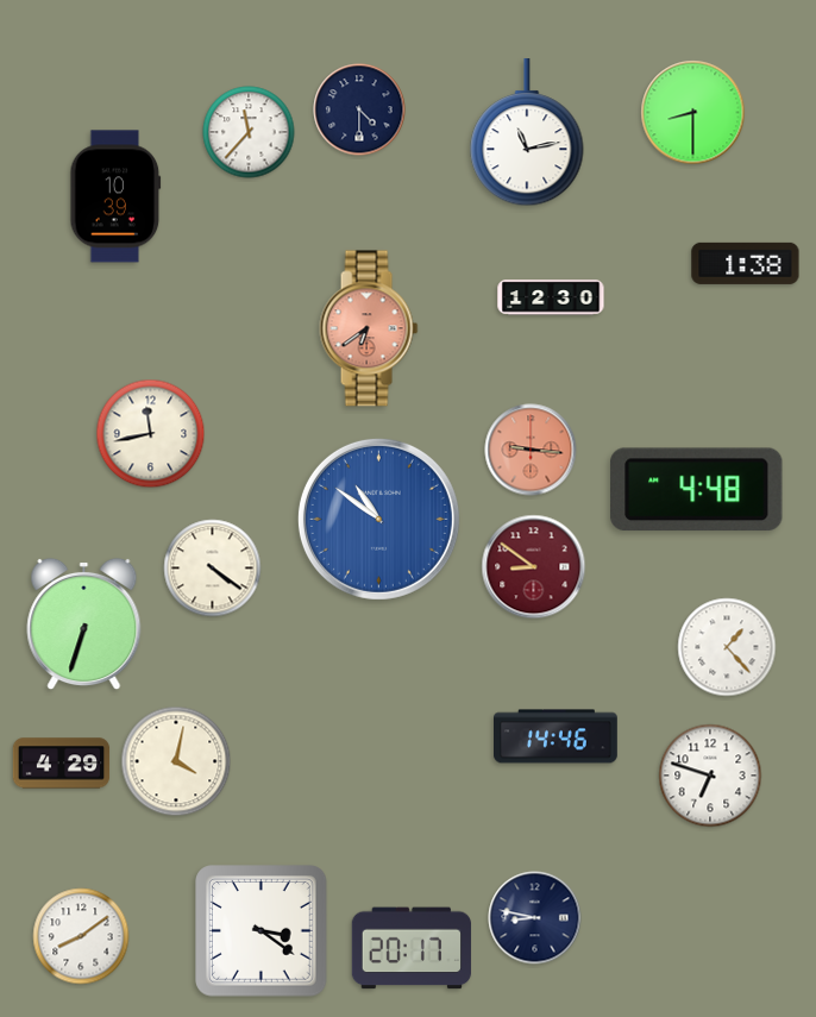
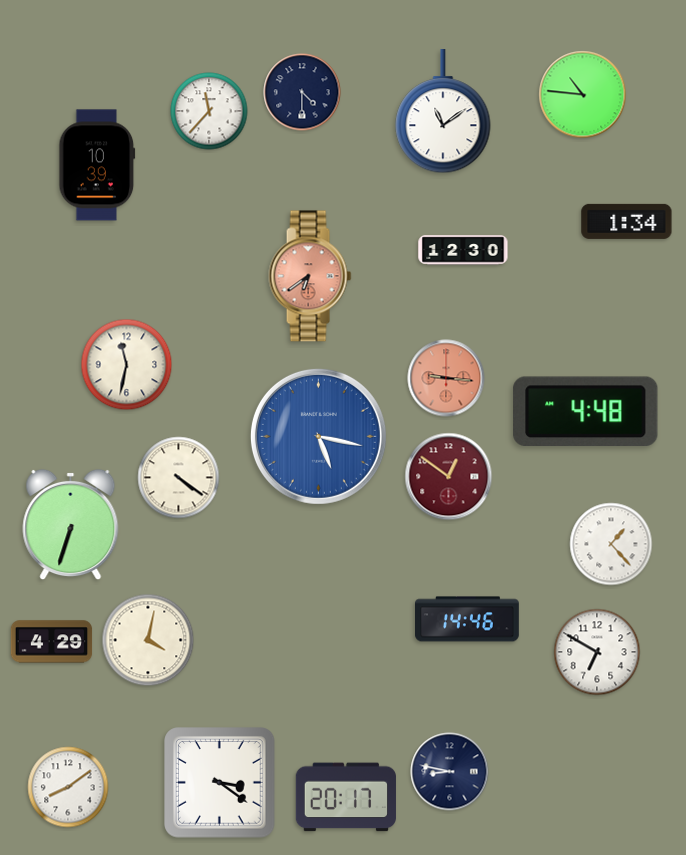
clock at (693, 113): 8:30 -> 10:46
clock at (527, 133): 11:13 -> 11:09
clock at (746, 263): 1:38 -> 1:34
clock at (151, 434): 11:43 -> 11:32
clock at (378, 519): 10:51 -> 5:17
clock at (534, 567): 8:51 -> 12:51
clock at (710, 776): 6:48 -> 6:50
